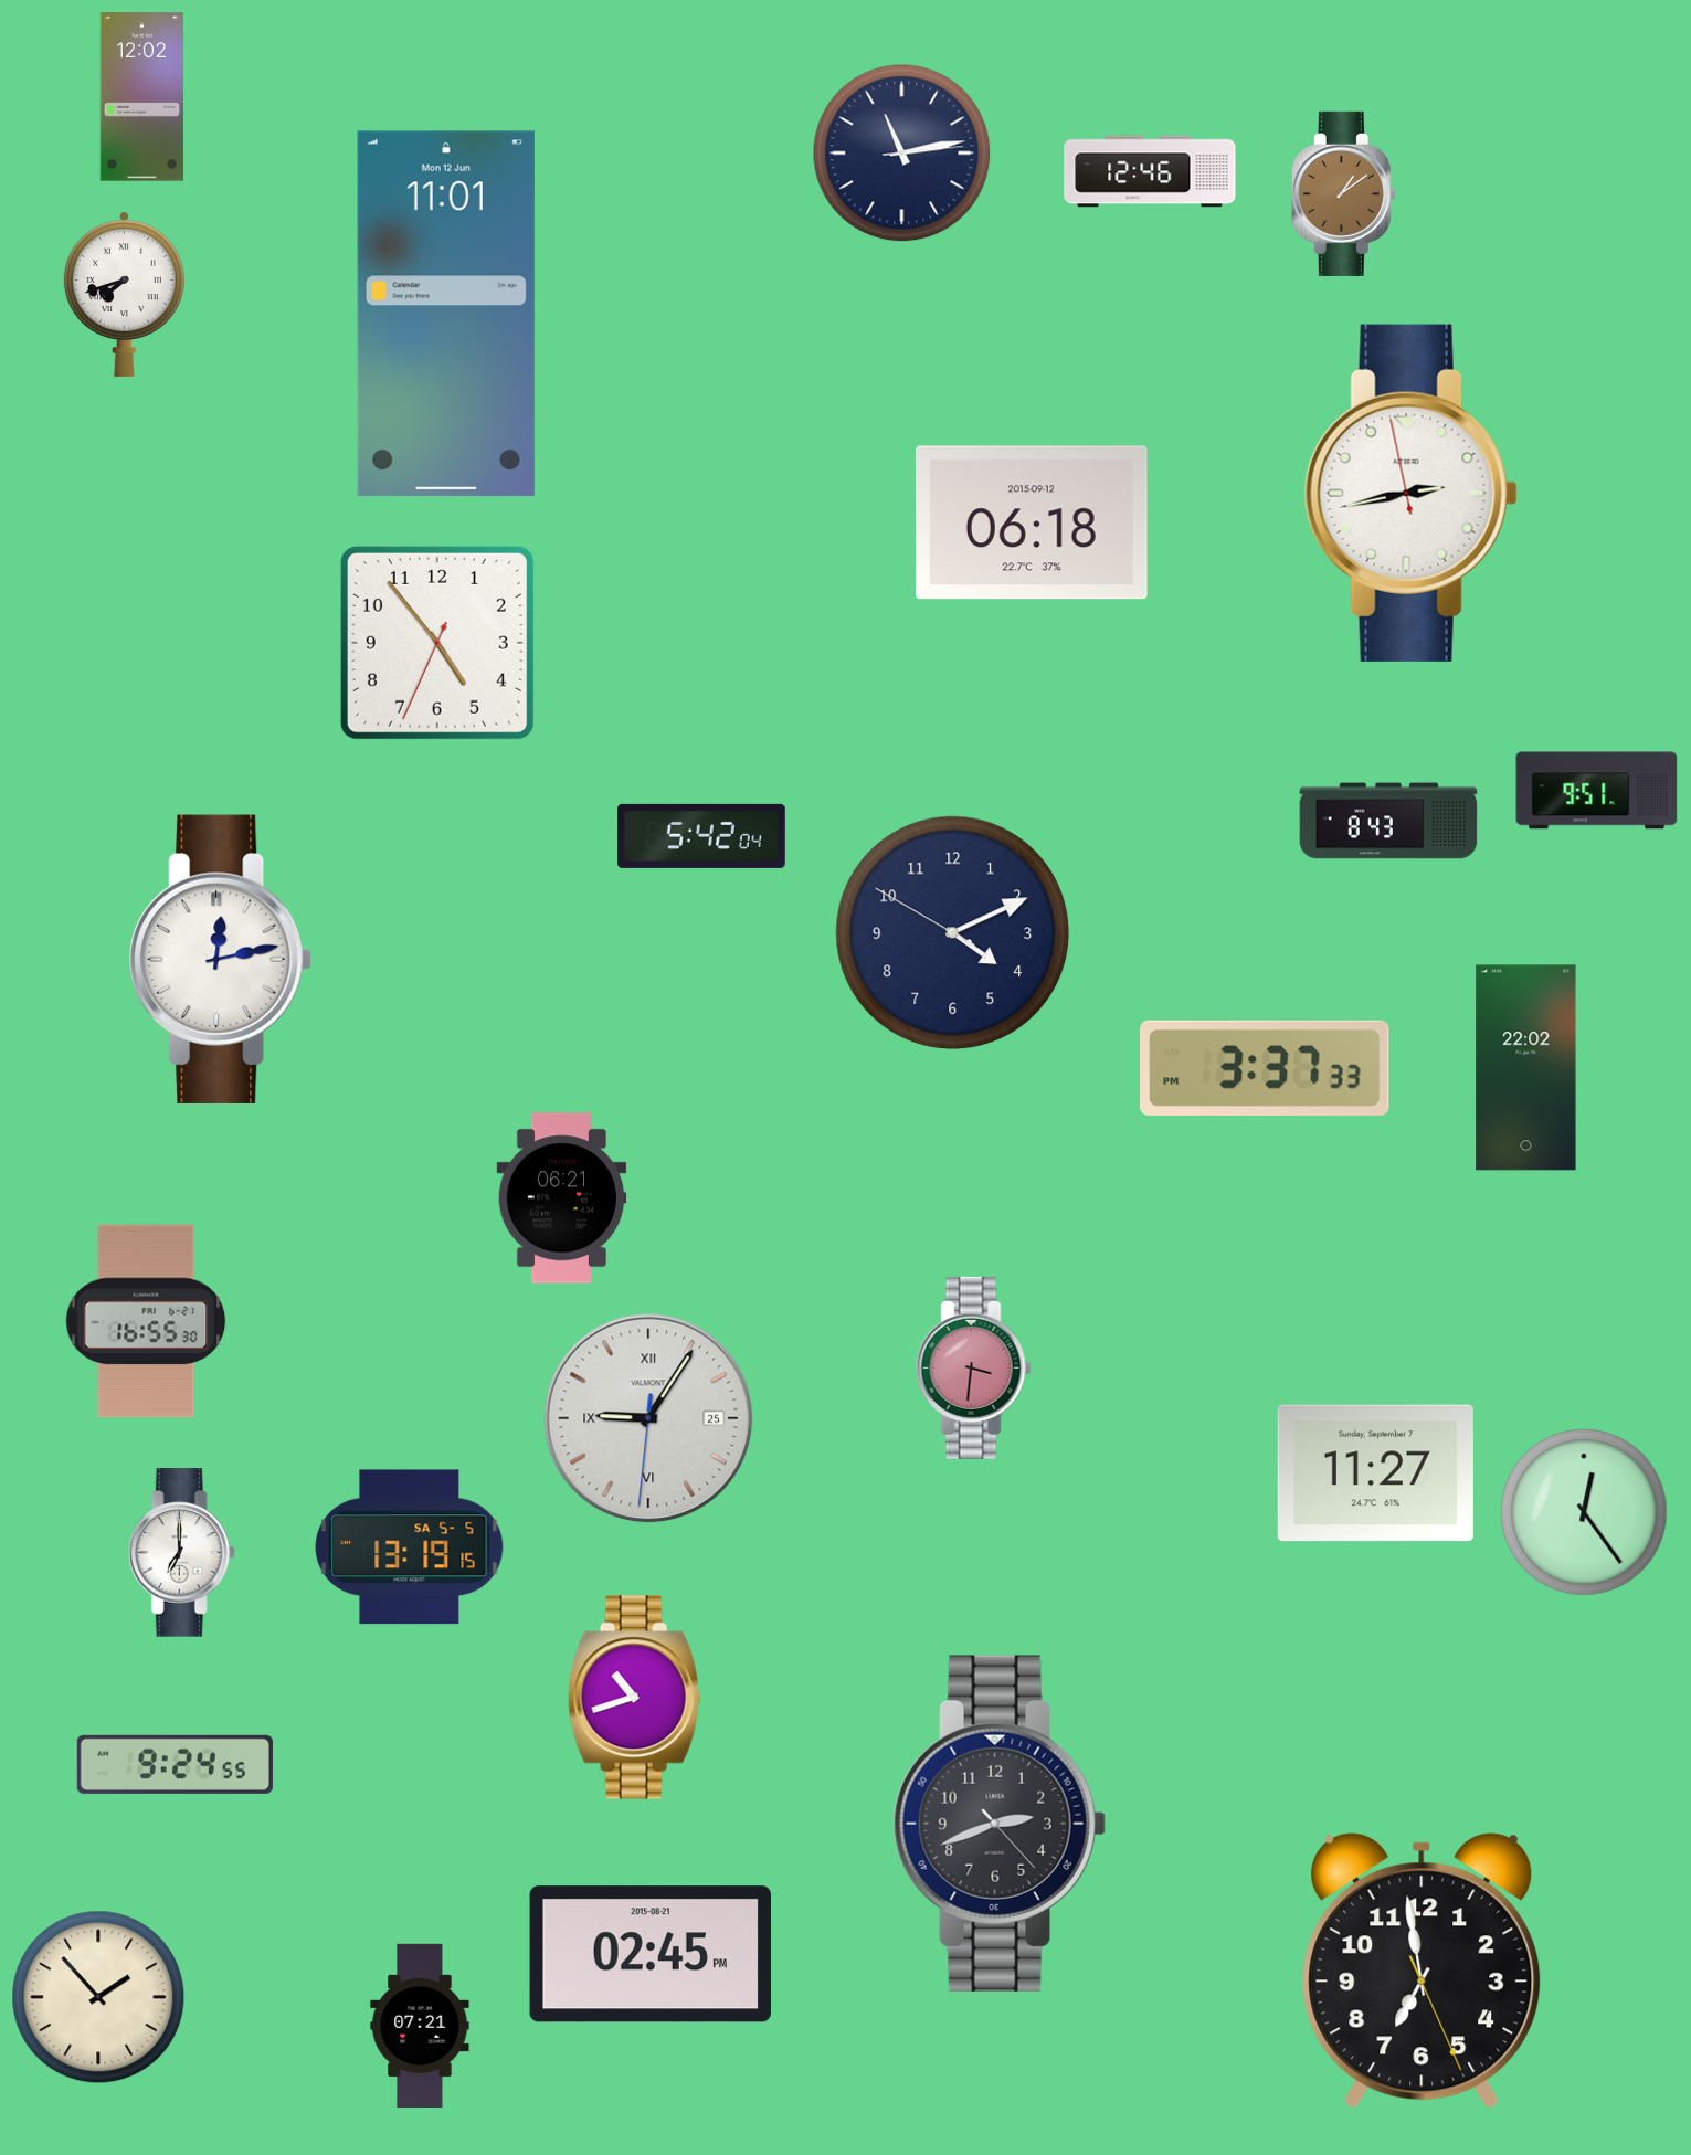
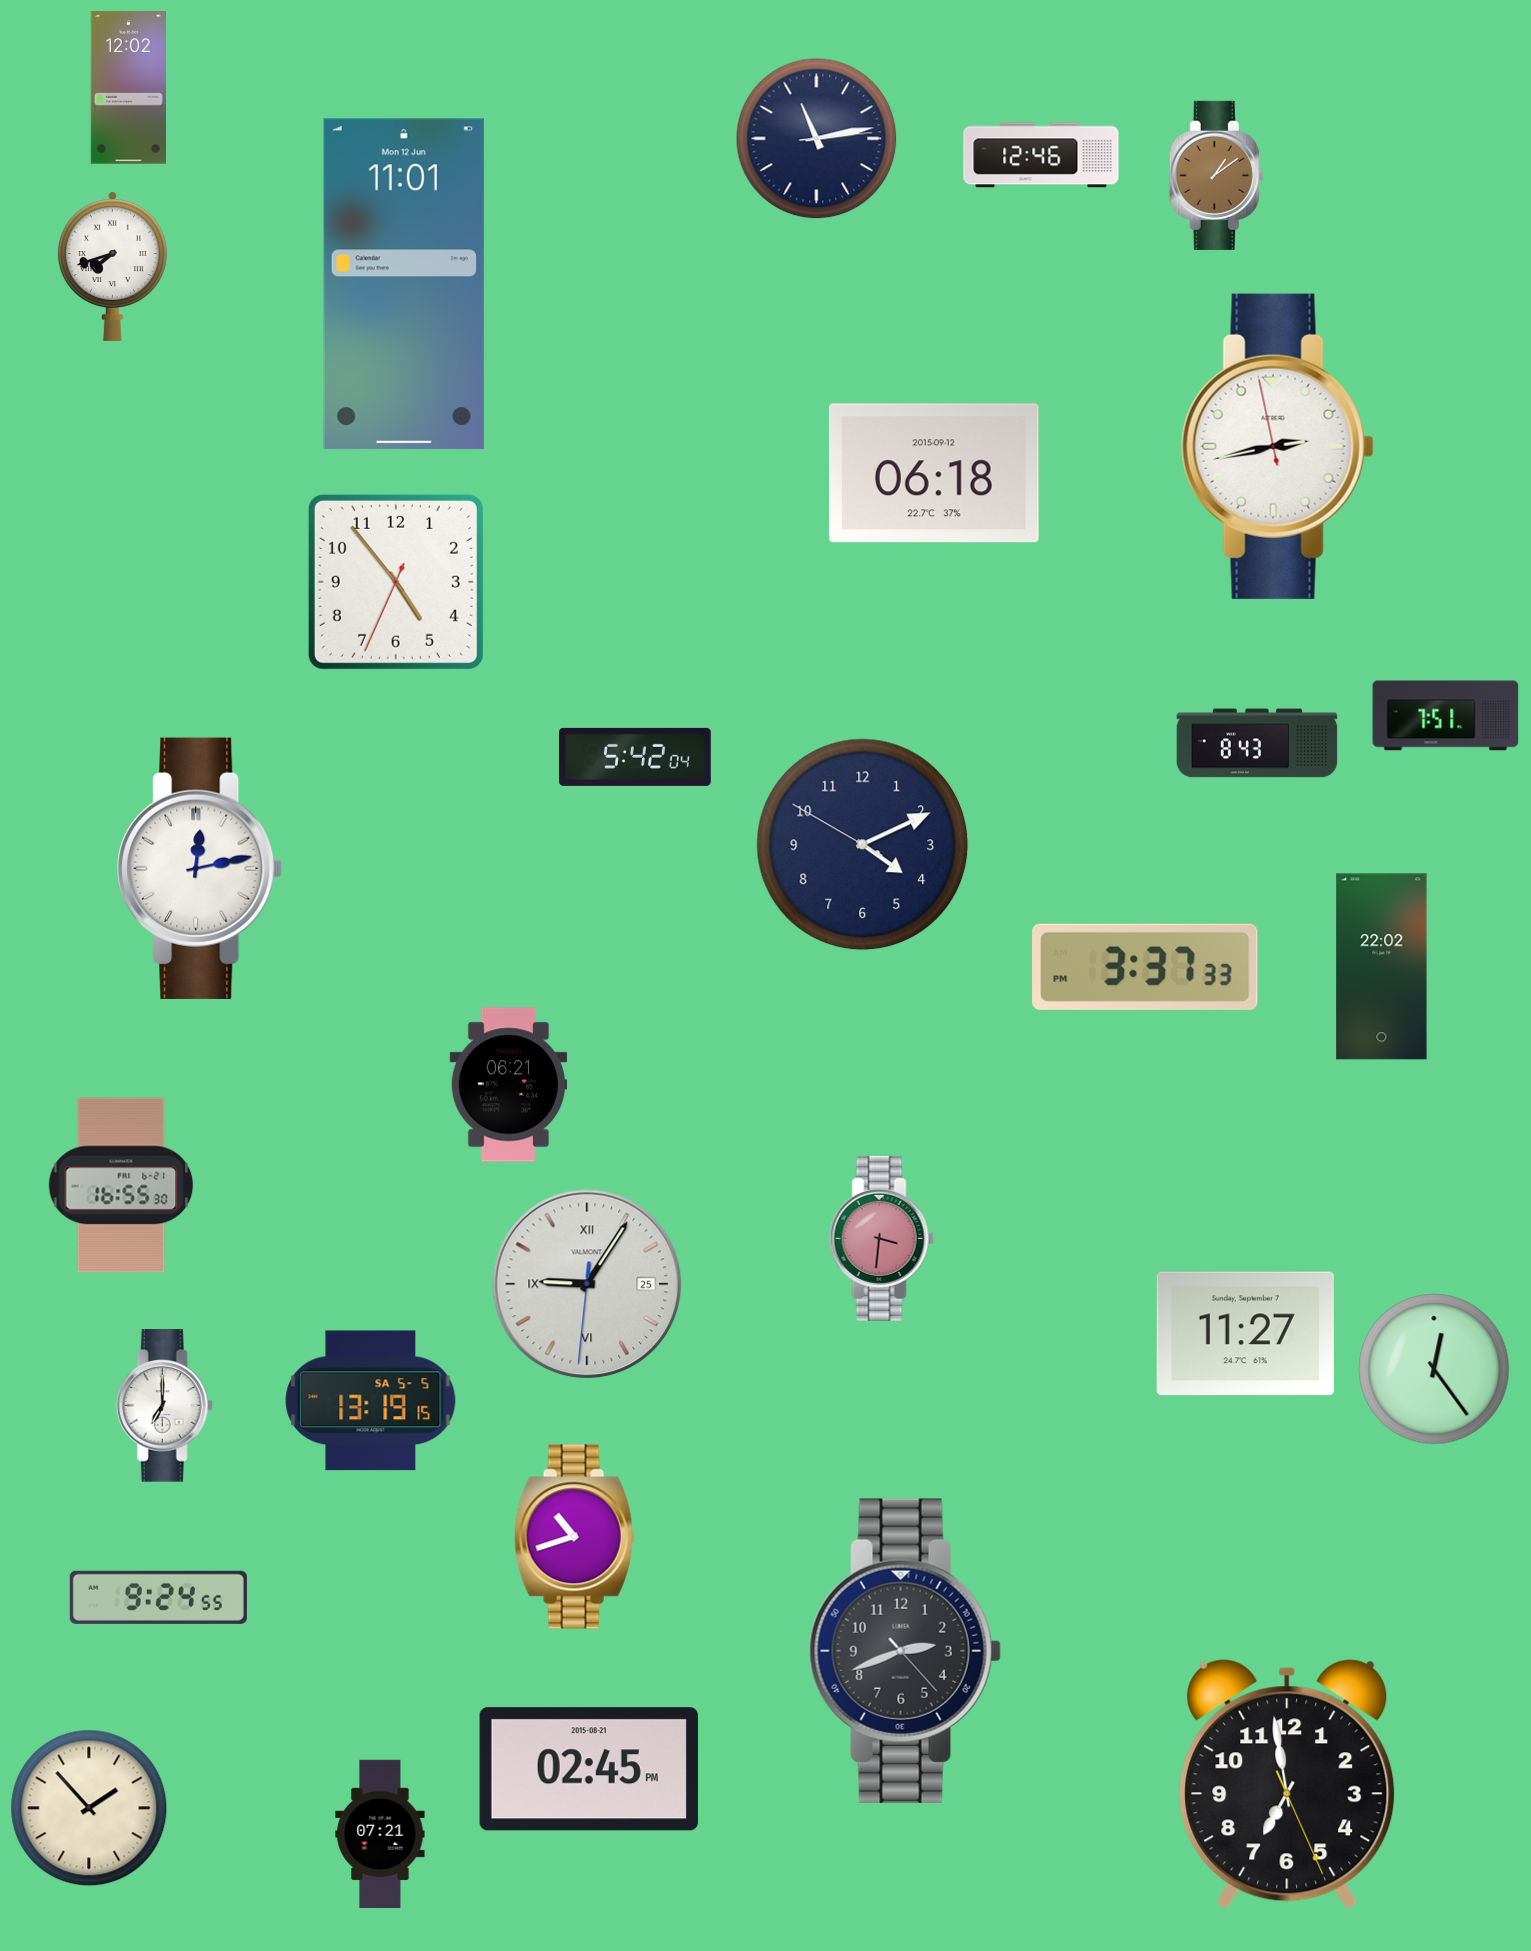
clock at (1597, 791): 9:51 -> 7:51
clock at (146, 1321) position: (146, 1321) -> (121, 1185)
